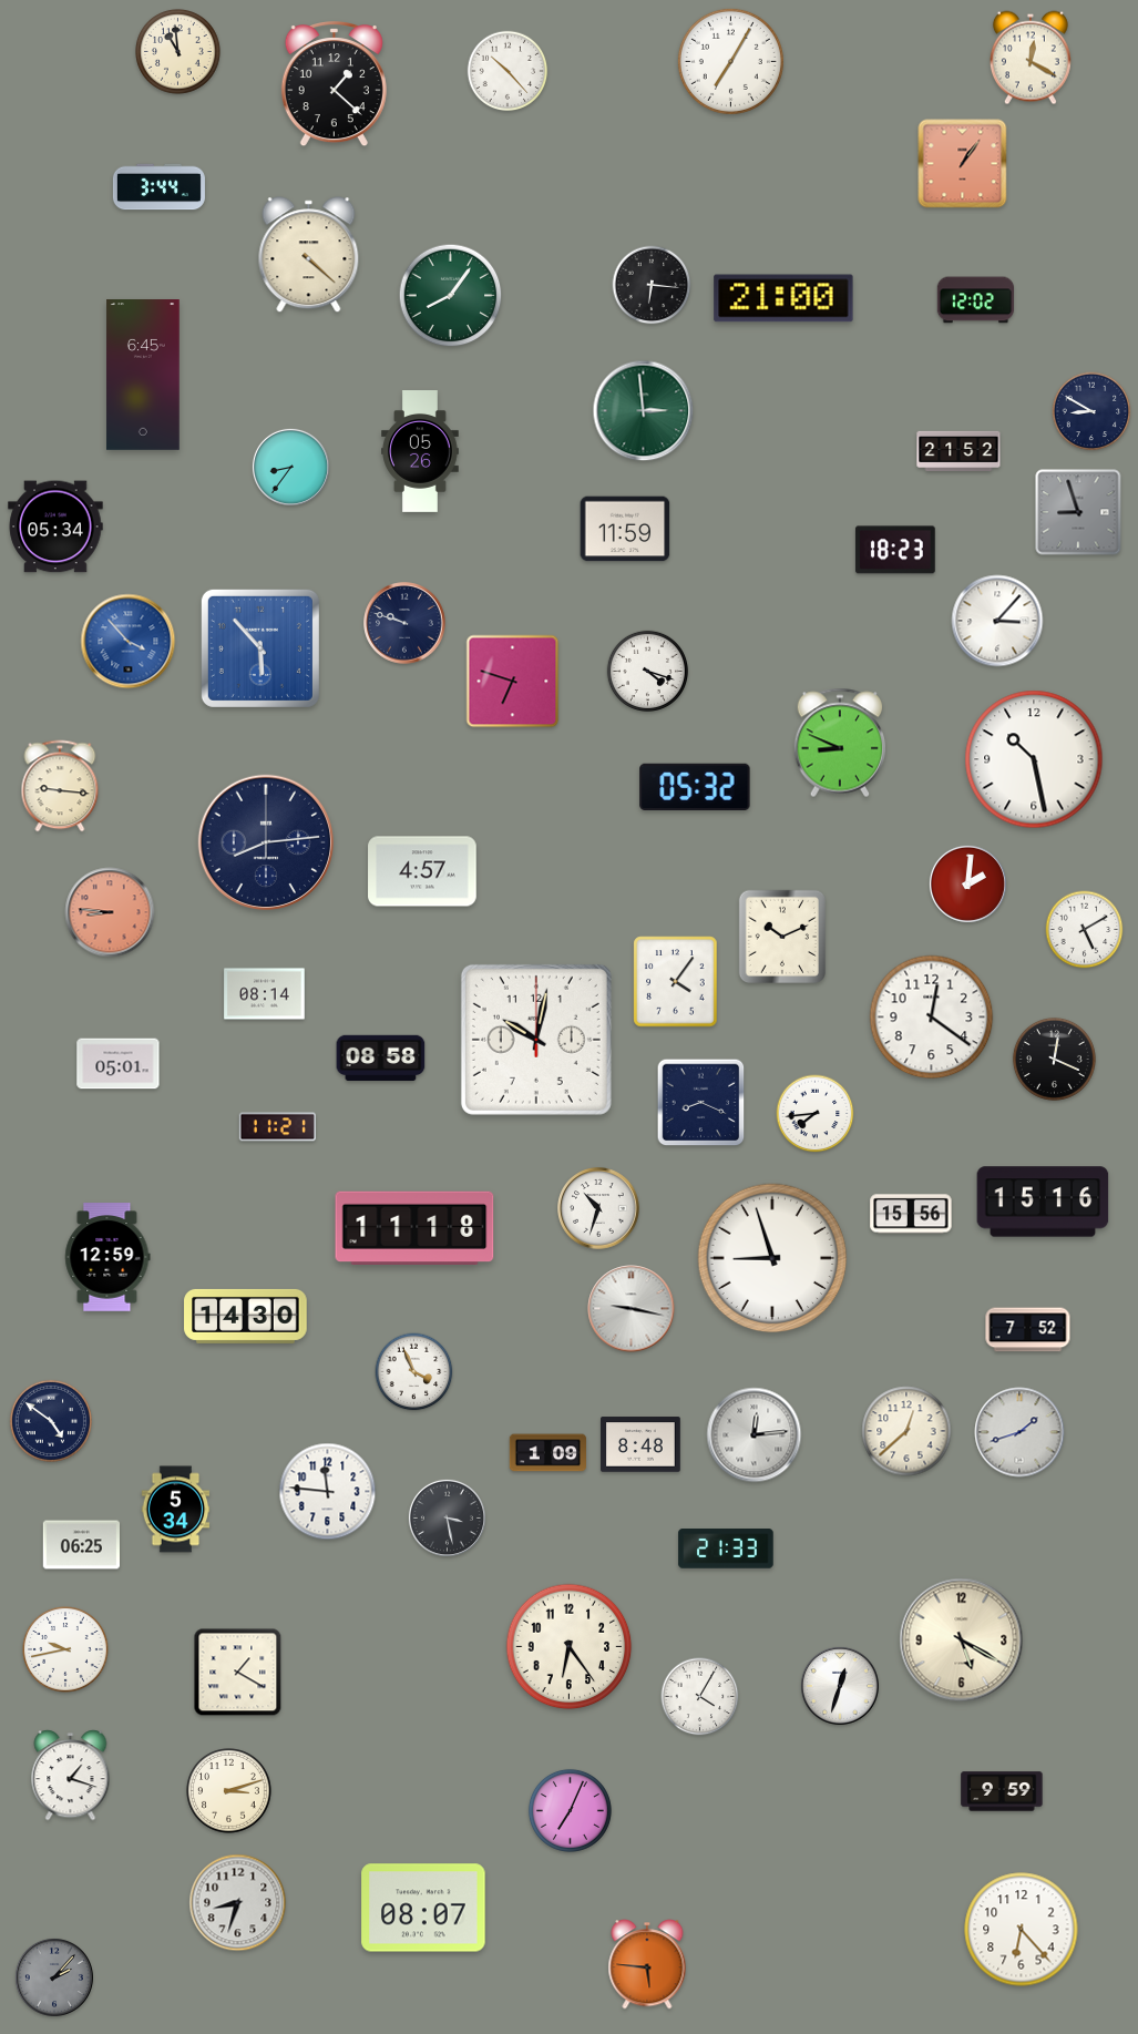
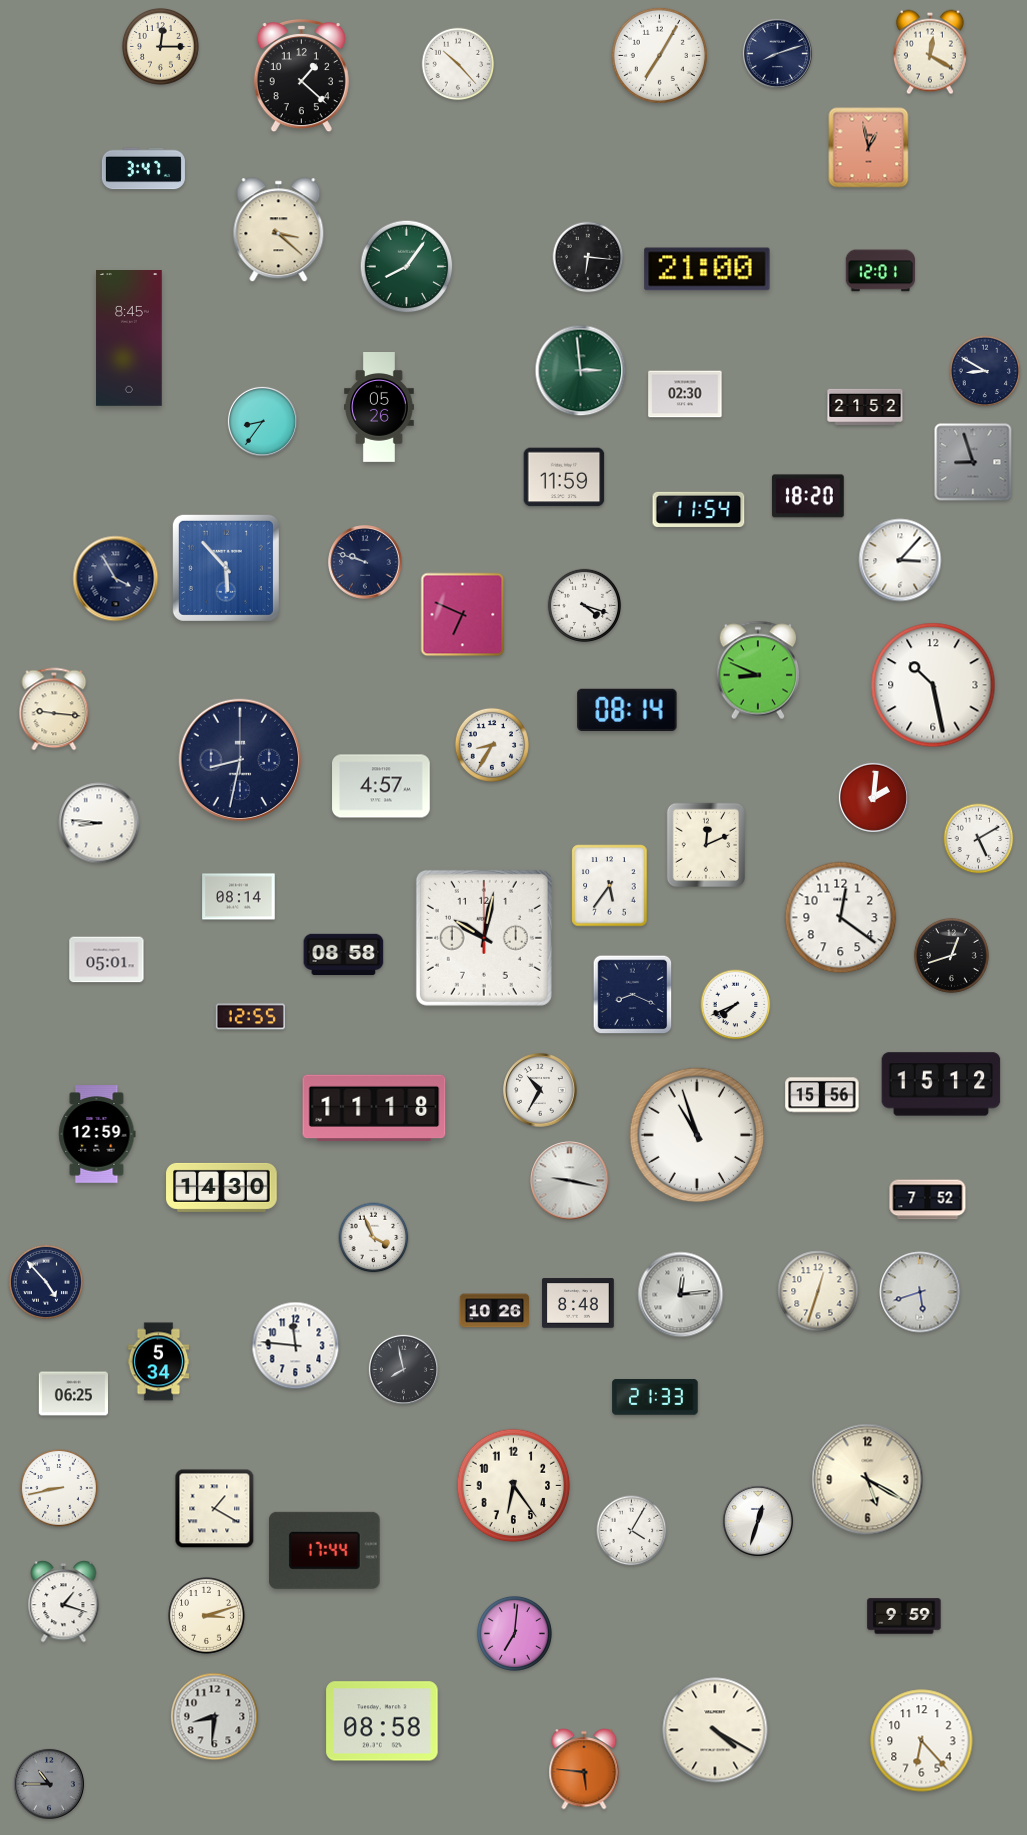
clock at (178, 52): 10:59 -> 12:15
clock at (777, 53): none -> 8:12
clock at (963, 164): 1:06 -> 12:58
clock at (158, 187): 3:44 -> 3:47
clock at (309, 255): 4:22 -> 3:22
clock at (975, 300): 12:02 -> 12:01
clock at (143, 376): 6:45 -> 8:45
clock at (685, 394): none -> 02:30
clock at (55, 527): 05:34 -> none
clock at (895, 550): 18:23 -> 18:20
clock at (699, 509): none -> 11:54
clock at (129, 642): 3:53 -> 3:55
clock at (129, 642) dial: blue -> navy
clock at (260, 648) position: (260, 648) -> (226, 568)
clock at (513, 682): 6:48 -> 6:49
clock at (695, 786): 05:32 -> 08:14
clock at (492, 745): none -> 8:35
clock at (265, 841): 8:14 -> 8:32
clock at (110, 912) dial: salmon -> white
clock at (781, 936): 10:11 -> 12:11
clock at (676, 982): 4:06 -> 5:36
clock at (1054, 1059): 12:19 -> 12:42
clock at (816, 1114): 7:44 -> 7:41
clock at (277, 1127): 11:21 -> 12:55
clock at (1043, 1202): 15:16 -> 15:12
clock at (598, 1208): 10:33 -> 10:35
clock at (772, 1258): 8:57 -> 10:57
clock at (51, 1421): 4:51 -> 4:53
clock at (906, 1431): 12:38 -> 12:33
clock at (1019, 1432): 1:42 -> 5:42
clock at (547, 1453): 1:09 -> 10:26
clock at (447, 1517): 3:28 -> 7:58
clock at (65, 1649): 9:43 -> 8:43
clock at (324, 1550): none -> 17:44
clock at (570, 1810): 7:04 -> 7:01
clock at (238, 1903): 8:33 -> 8:31
clock at (423, 1908): 08:07 -> 08:58
clock at (715, 1730): none -> 4:20
clock at (647, 1964) position: (647, 1964) -> (584, 1769)
clock at (54, 1977): 2:07 -> 10:45
